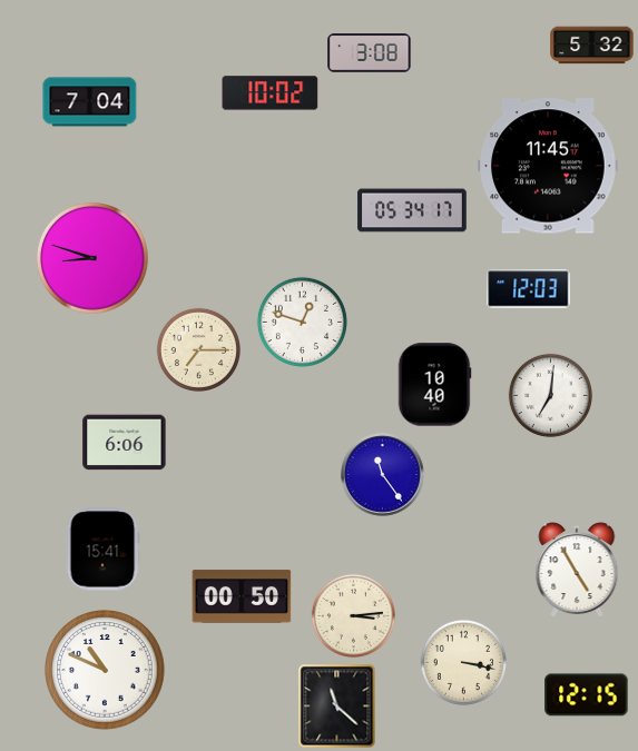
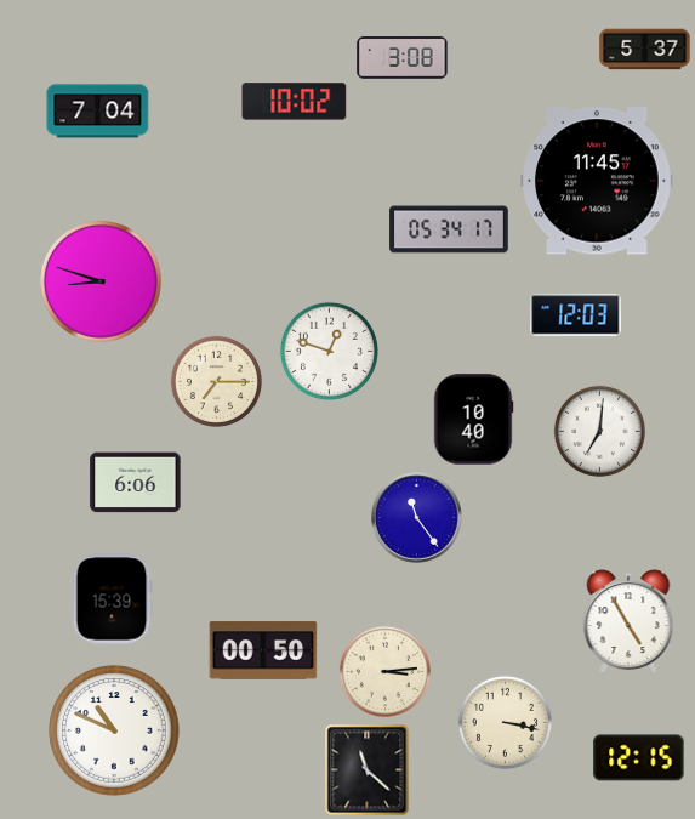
clock at (592, 46): 5:32 -> 5:37
clock at (102, 550): 15:41 -> 15:39
